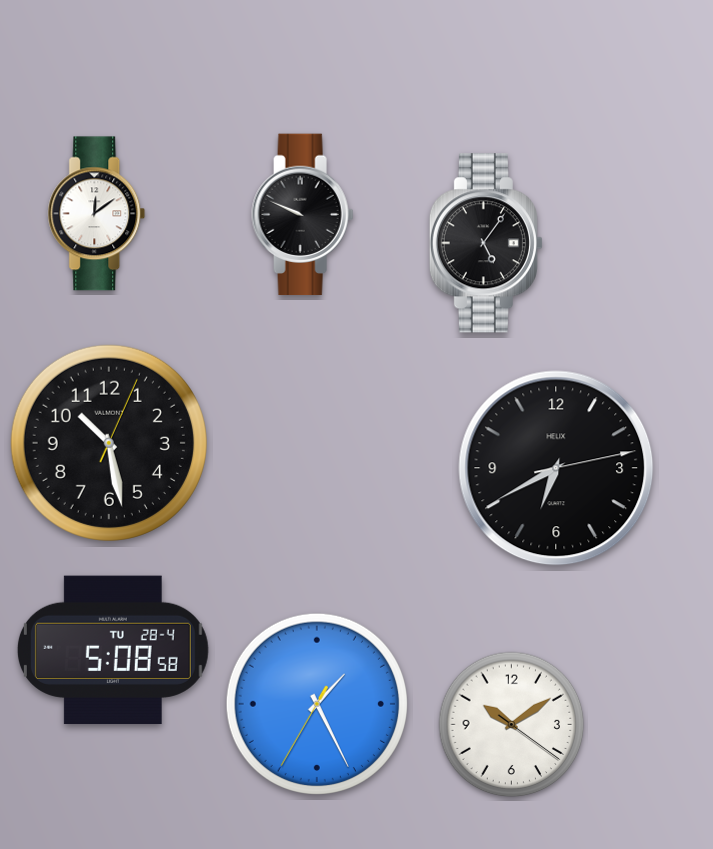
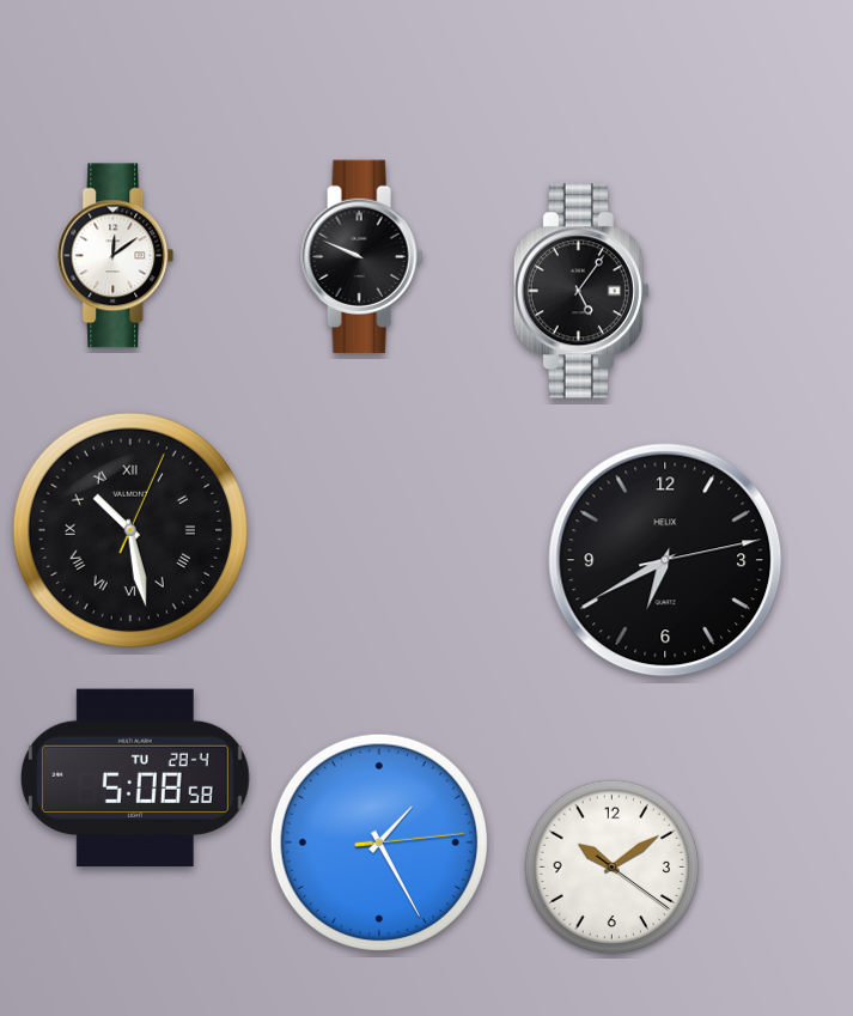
clock at (109, 443) numerals: Arabic -> Roman
clock at (317, 704): 1:25:35 -> 1:25:14
